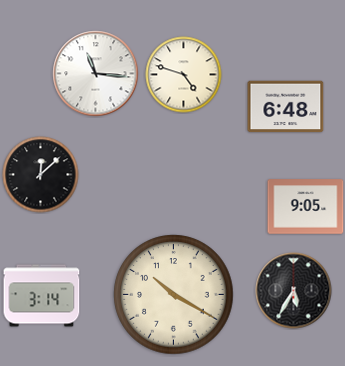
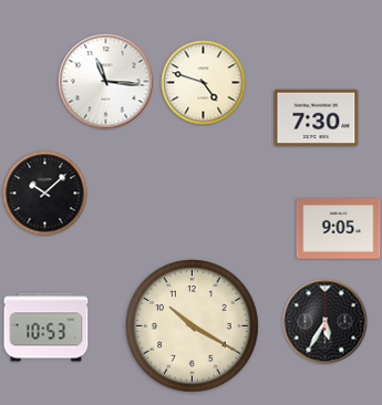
clock at (286, 107): 6:48 -> 7:30
clock at (41, 175): 12:08 -> 10:08
clock at (42, 296): 3:14 -> 10:53
